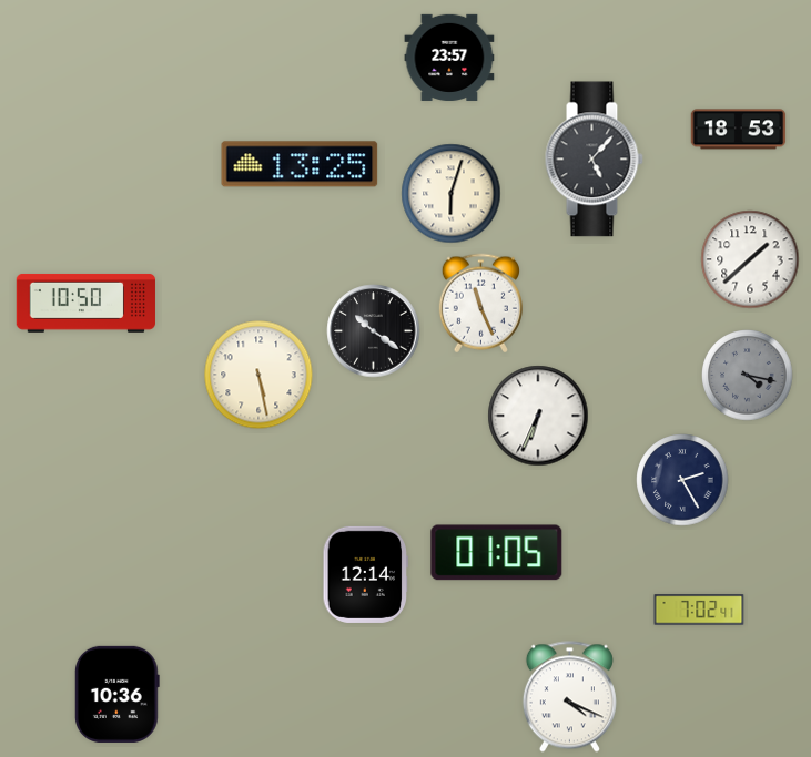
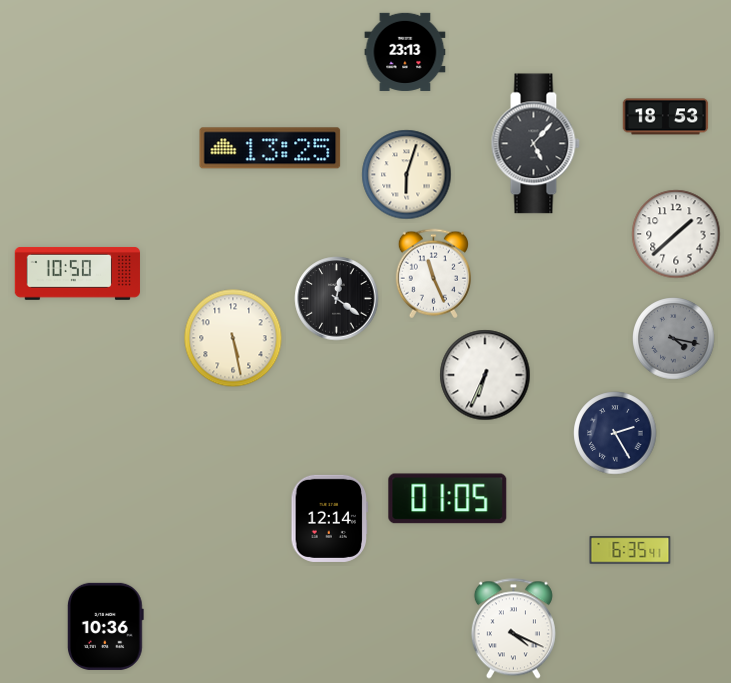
clock at (449, 58): 23:57 -> 23:13
clock at (374, 331): 10:21 -> 12:21
clock at (699, 610): 7:02 -> 6:35
